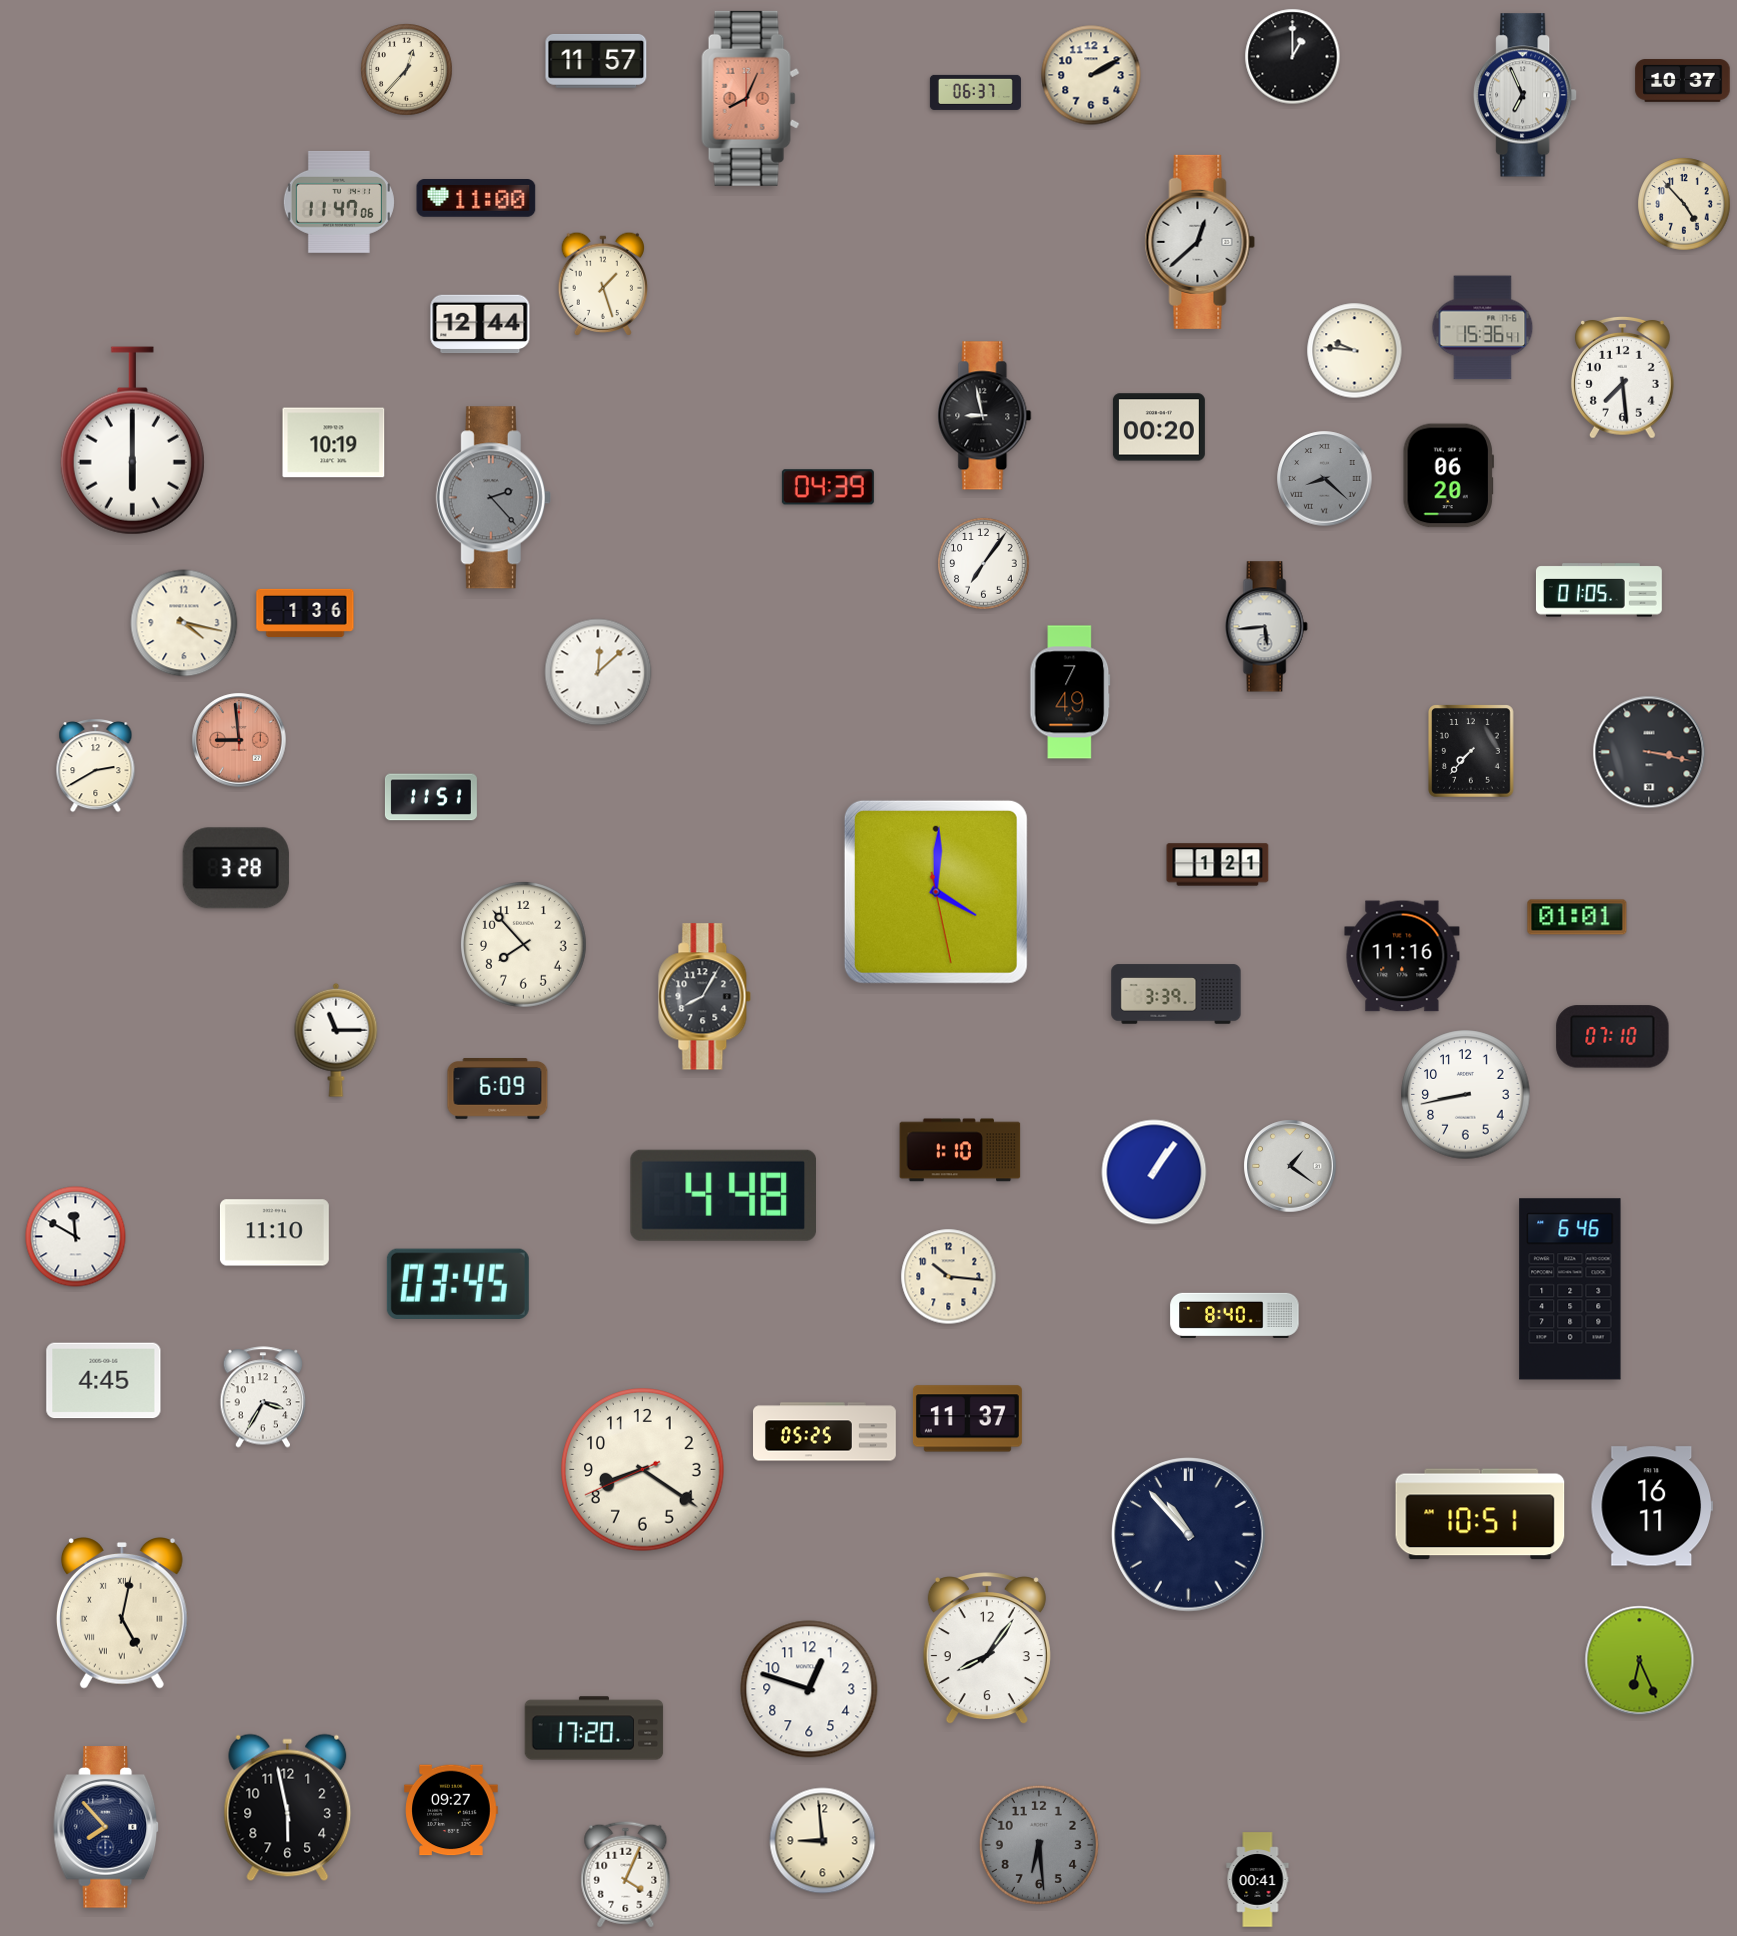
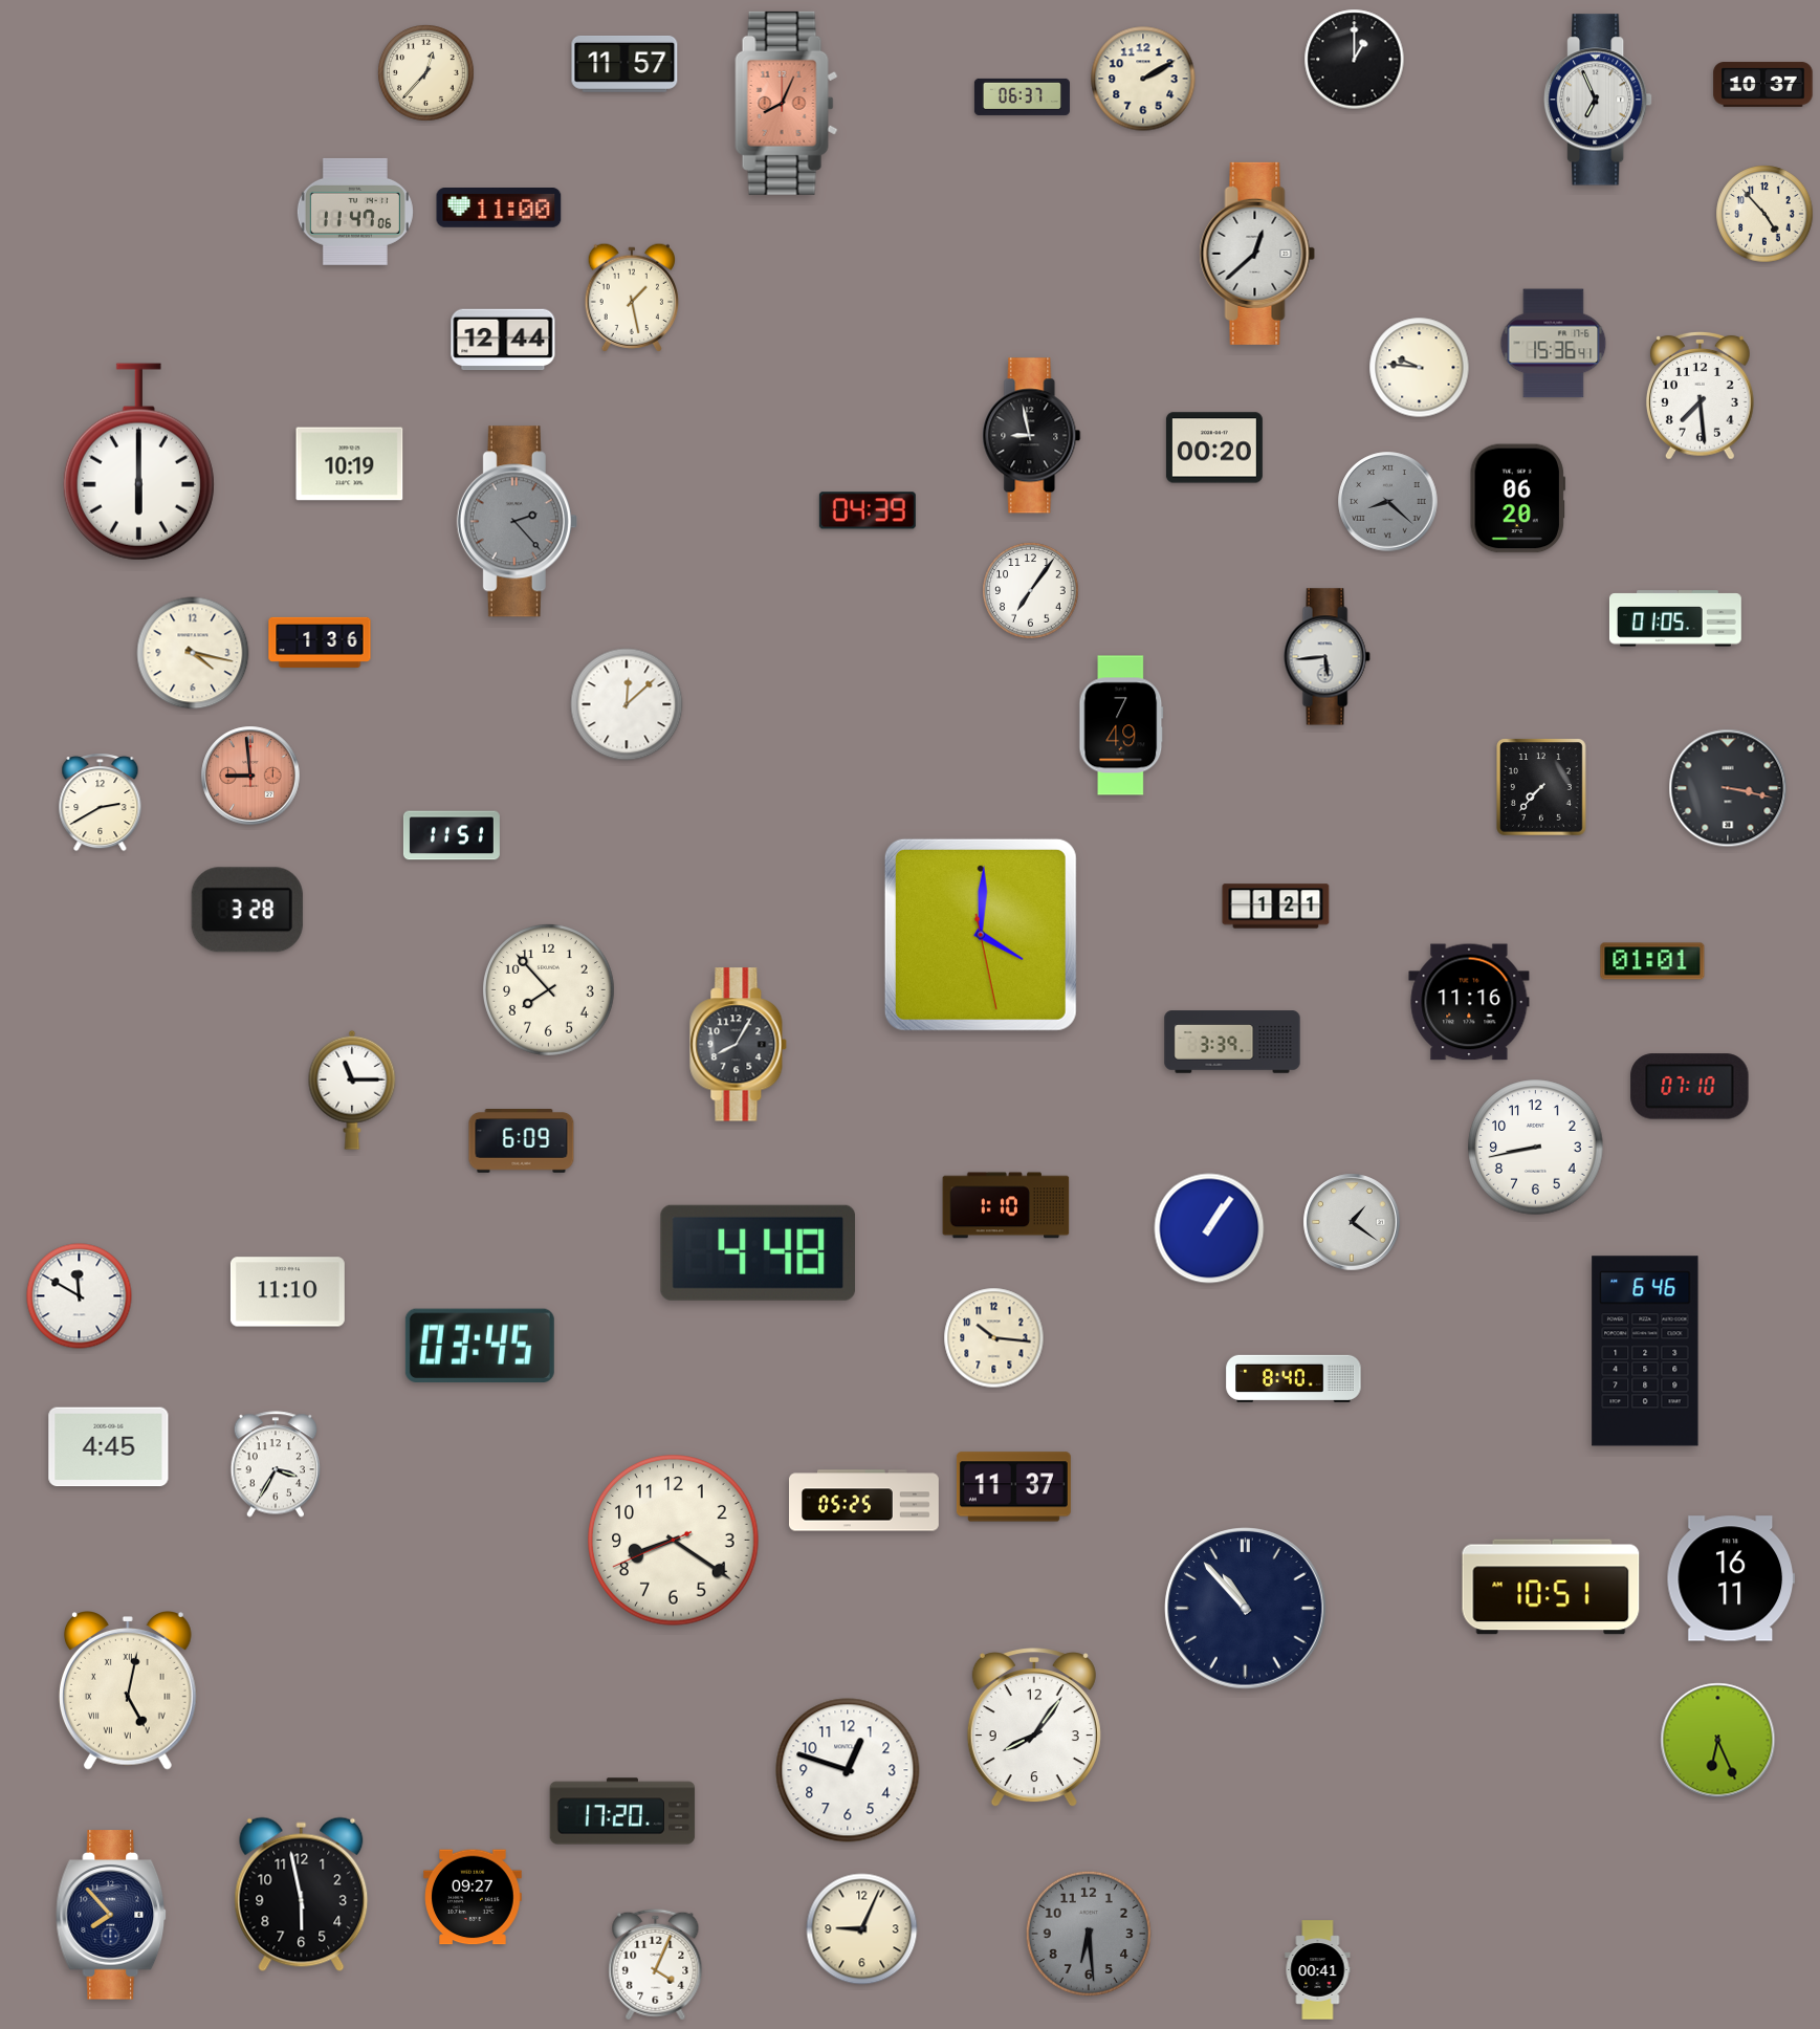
clock at (602, 284): 1:27 -> 1:28
clock at (823, 1841): 8:59 -> 9:04
